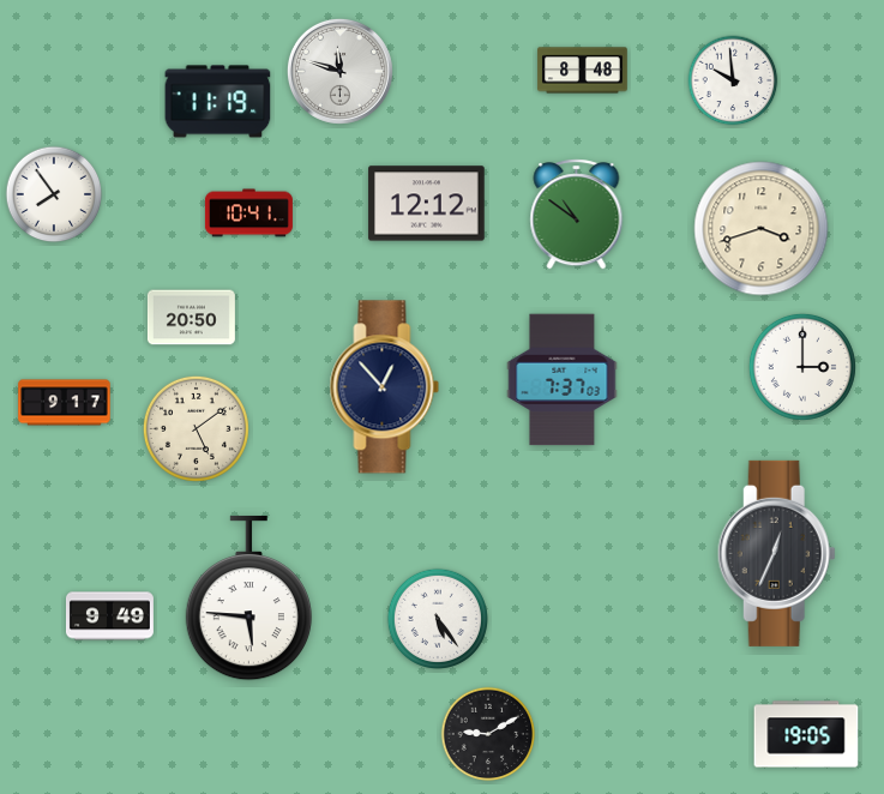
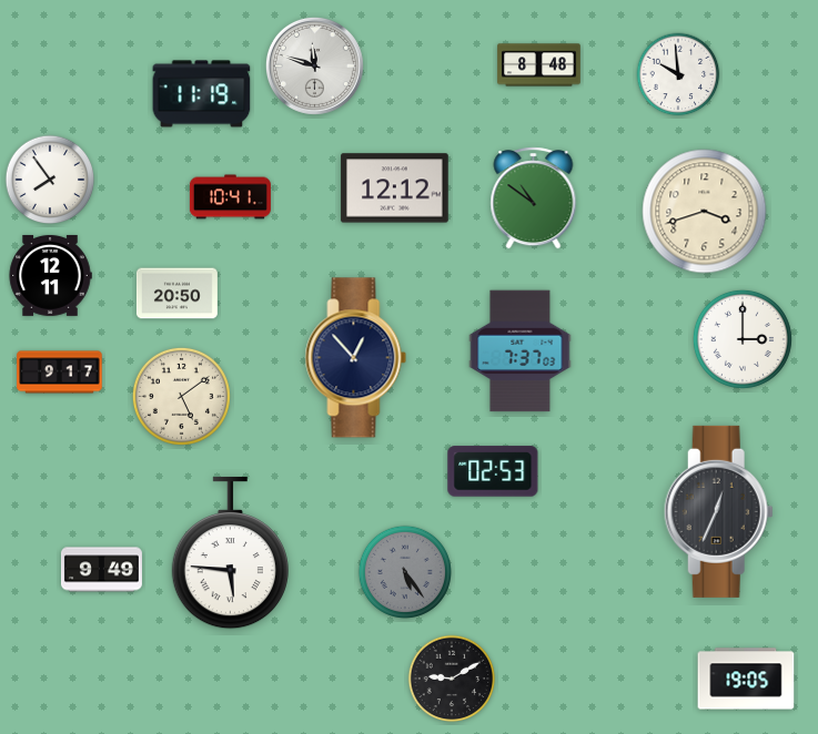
clock at (50, 275): none -> 12:11
clock at (493, 471): none -> 02:53
clock at (438, 619) dial: white -> grey
